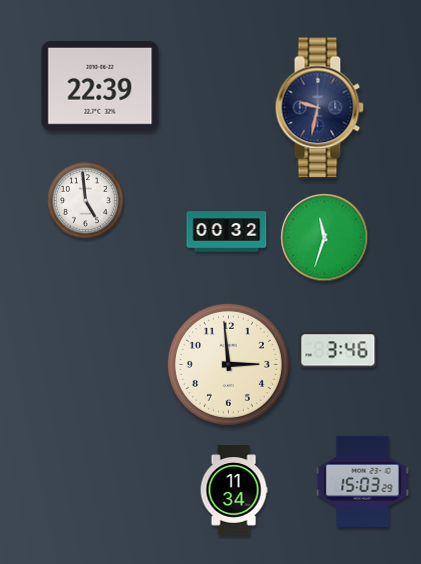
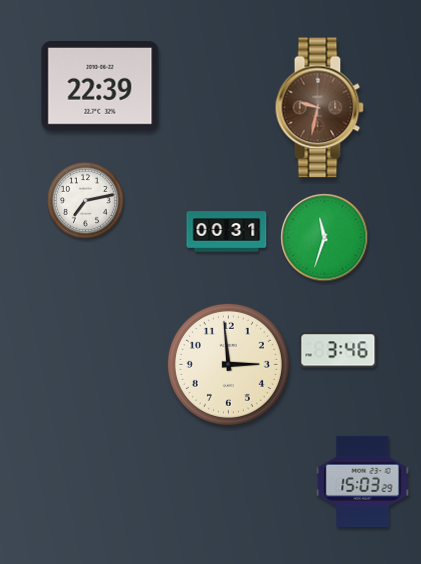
clock at (319, 108) dial: navy -> brown
clock at (86, 201): 4:59 -> 7:13
clock at (227, 232): 00:32 -> 00:31
clock at (234, 490): 11:34 -> none
